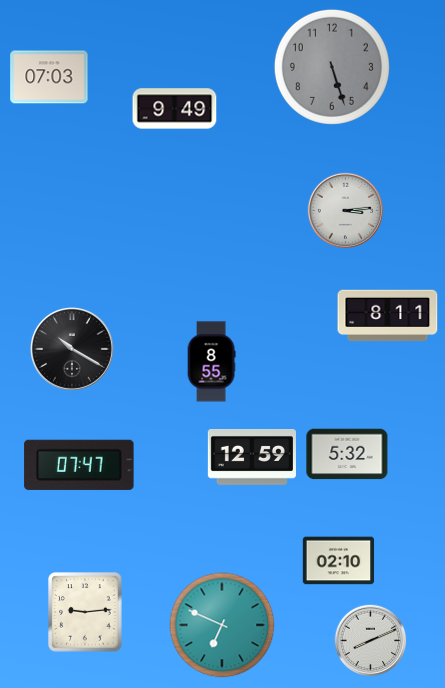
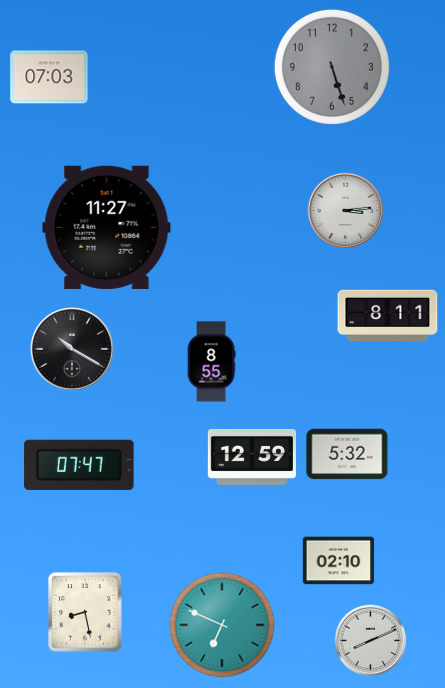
clock at (175, 109): 9:49 -> none
clock at (107, 227): none -> 11:27
clock at (85, 612): 9:14 -> 8:28
